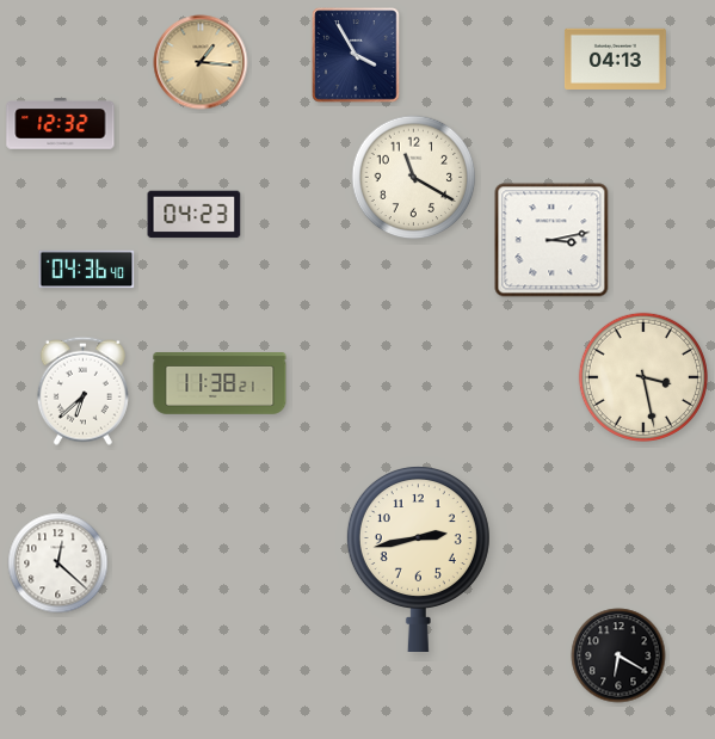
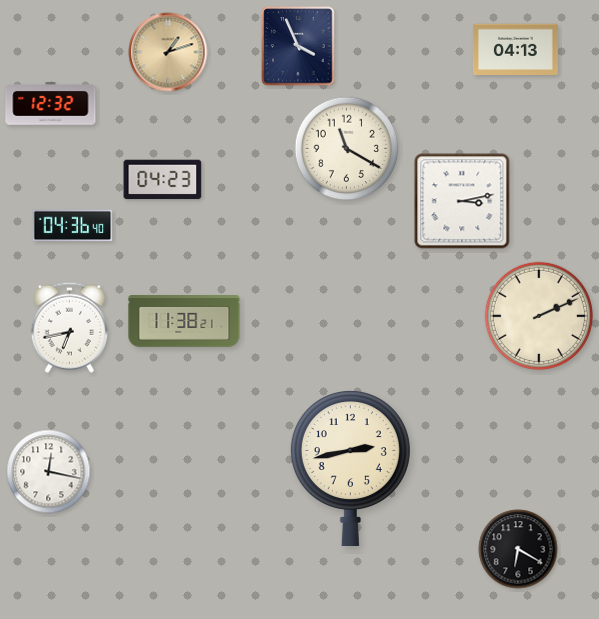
clock at (356, 55): 3:55 -> 3:56
clock at (201, 62): 1:16 -> 1:12
clock at (643, 377): 3:28 -> 2:11
clock at (82, 390): 6:38 -> 6:43
clock at (58, 564): 12:22 -> 12:17
